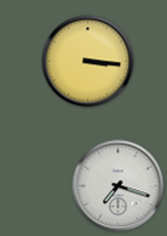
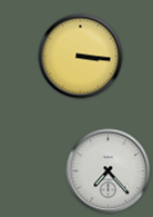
clock at (119, 186): 7:18 -> 7:23
